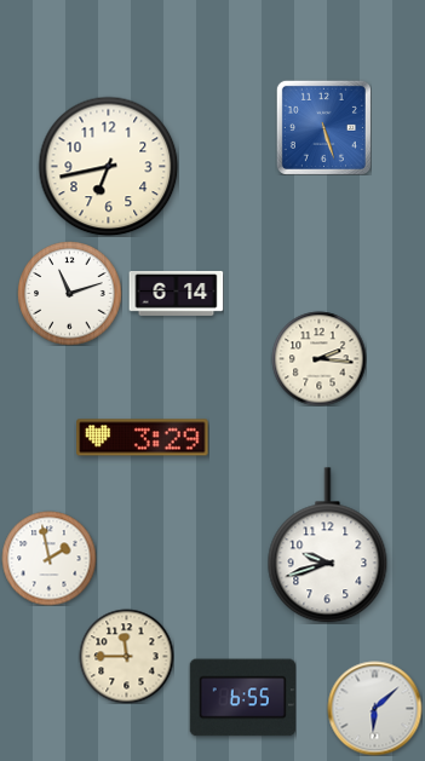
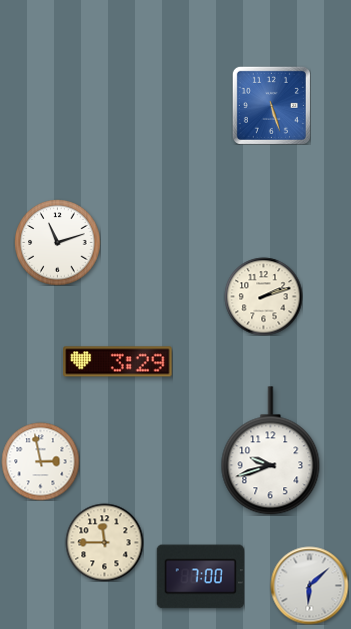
clock at (323, 127) position: (323, 127) -> (271, 105)
clock at (108, 166): 6:43 -> none
clock at (176, 293): 6:14 -> none
clock at (318, 358): 2:16 -> 2:12
clock at (48, 558): 1:58 -> 2:58
clock at (242, 698): 6:55 -> 7:00
